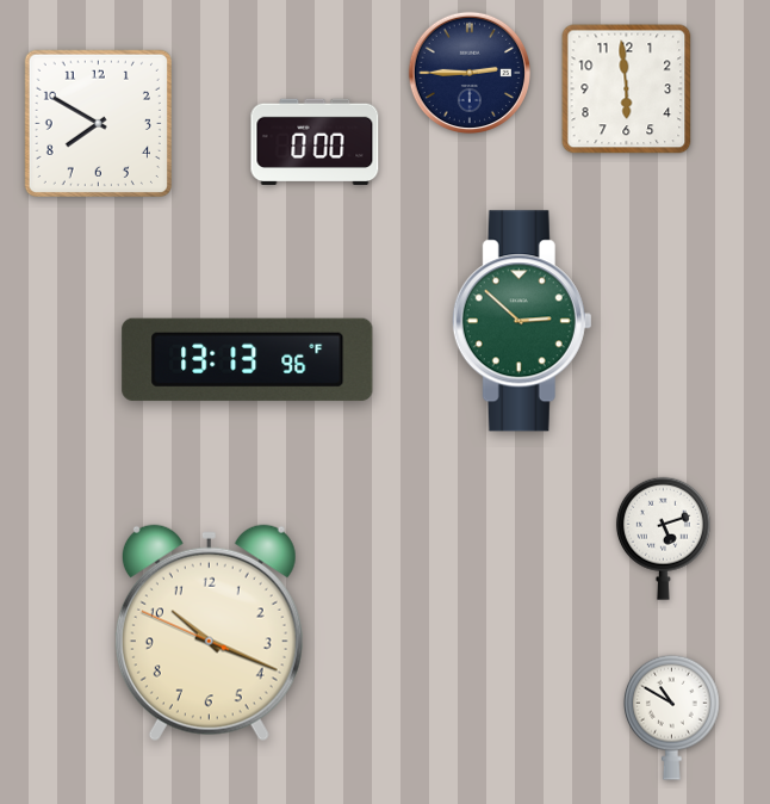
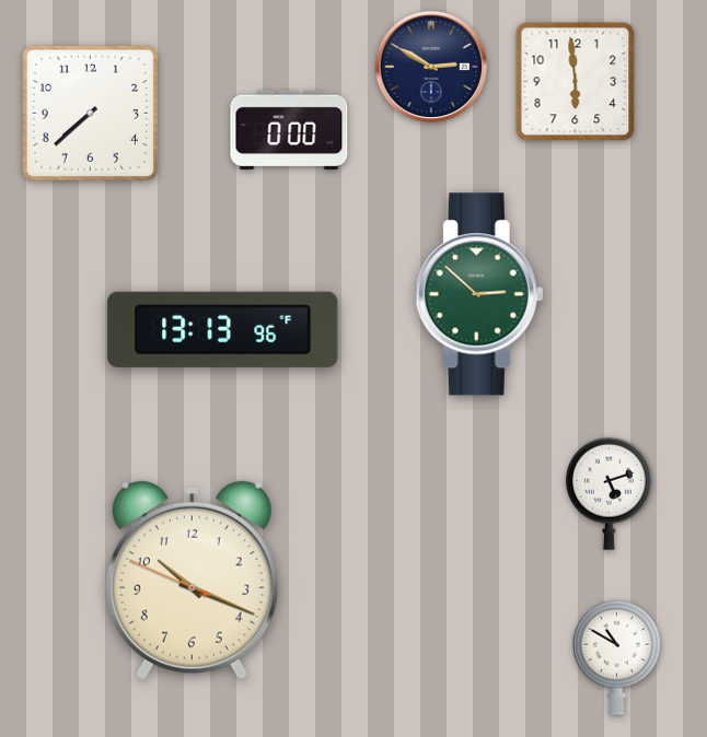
clock at (470, 73): 2:45 -> 2:50
clock at (98, 123): 7:50 -> 7:38
clock at (248, 359) position: (248, 359) -> (223, 329)
